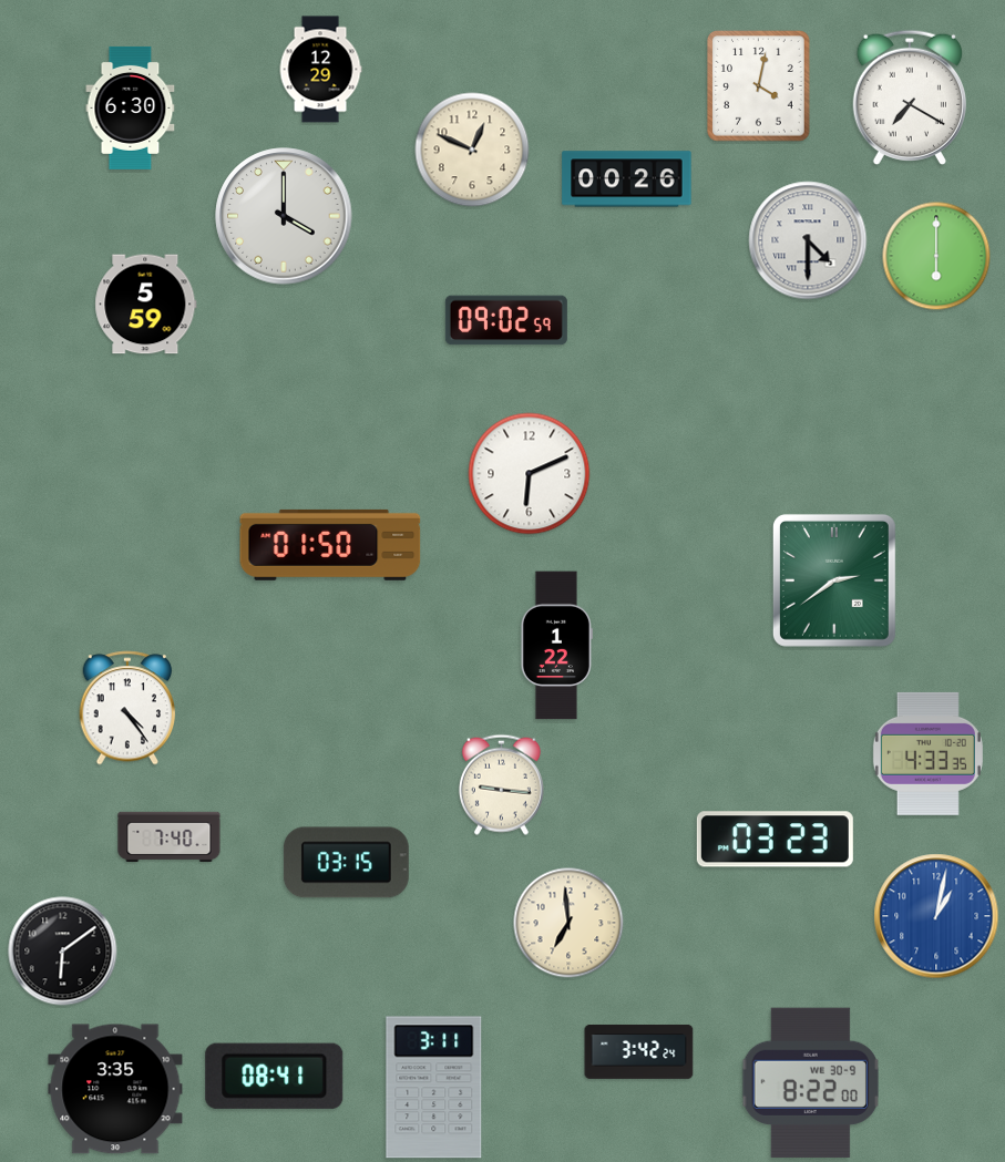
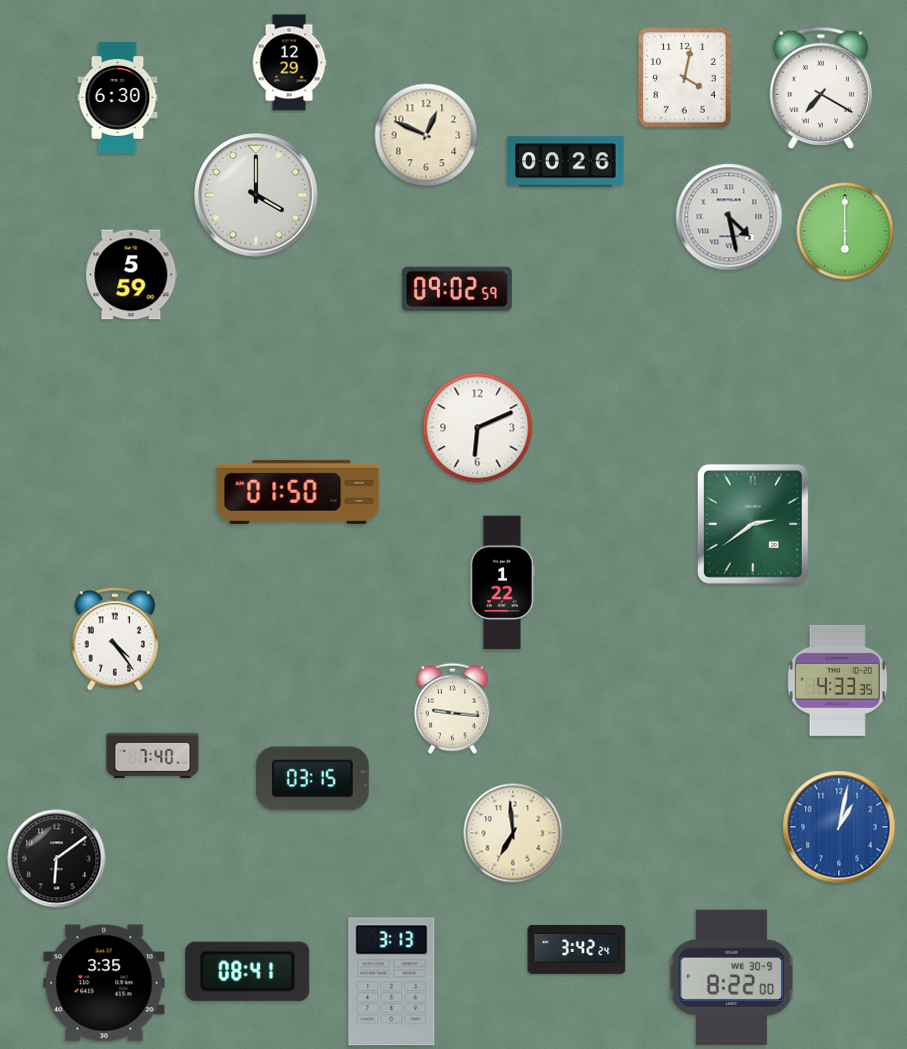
clock at (808, 240): 4:30 -> 4:28
clock at (775, 840): 03:23 -> none
clock at (936, 916) position: (936, 916) -> (839, 827)
clock at (434, 1088): 3:11 -> 3:13
